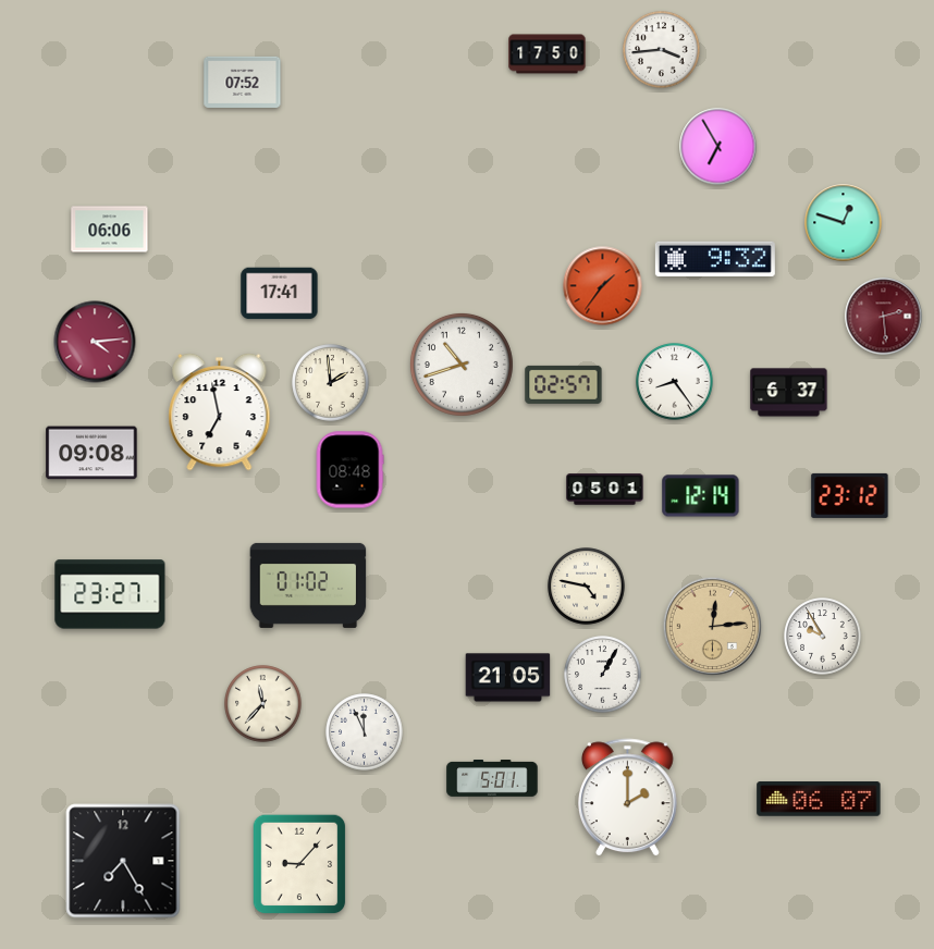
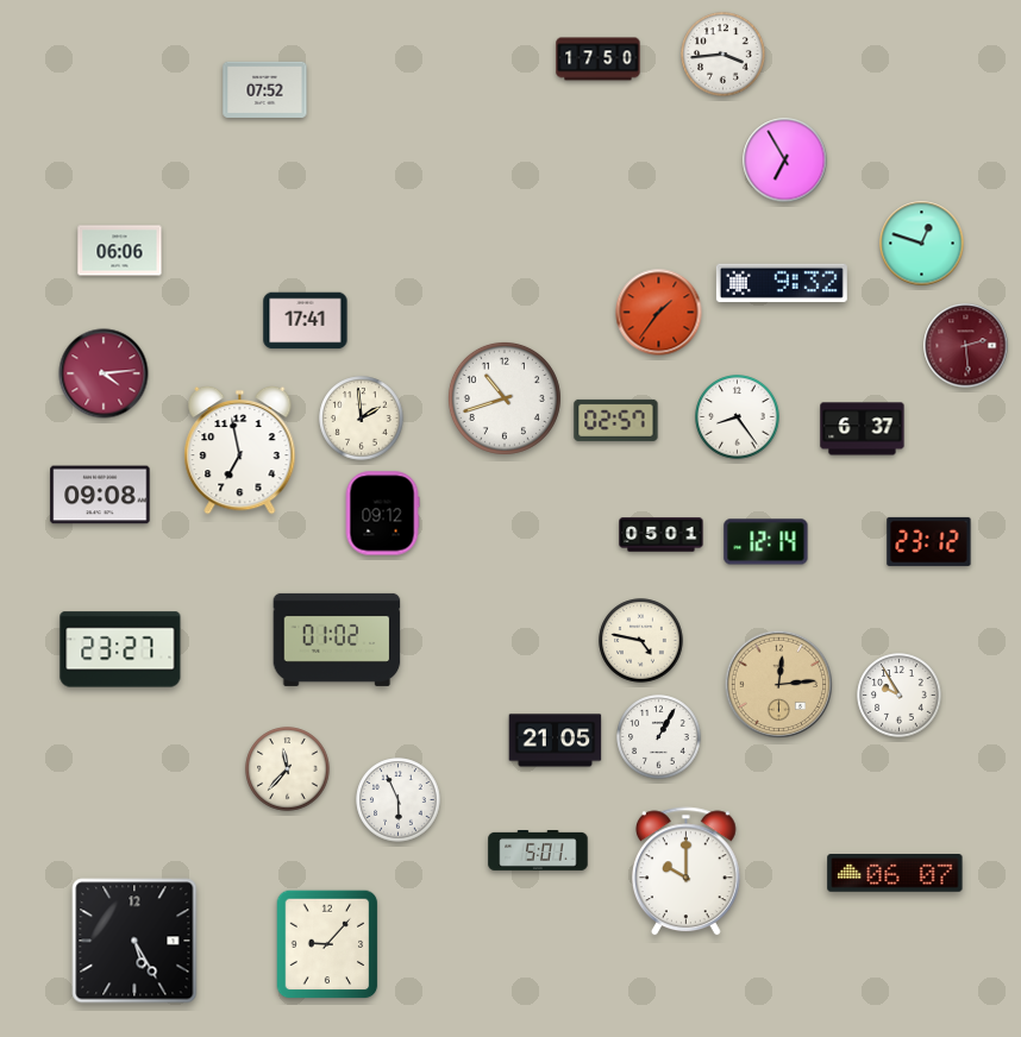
clock at (349, 470): 08:48 -> 09:12
clock at (365, 732): 11:56 -> 5:56
clock at (628, 798): 2:00 -> 10:00
clock at (123, 861): 7:25 -> 5:25
